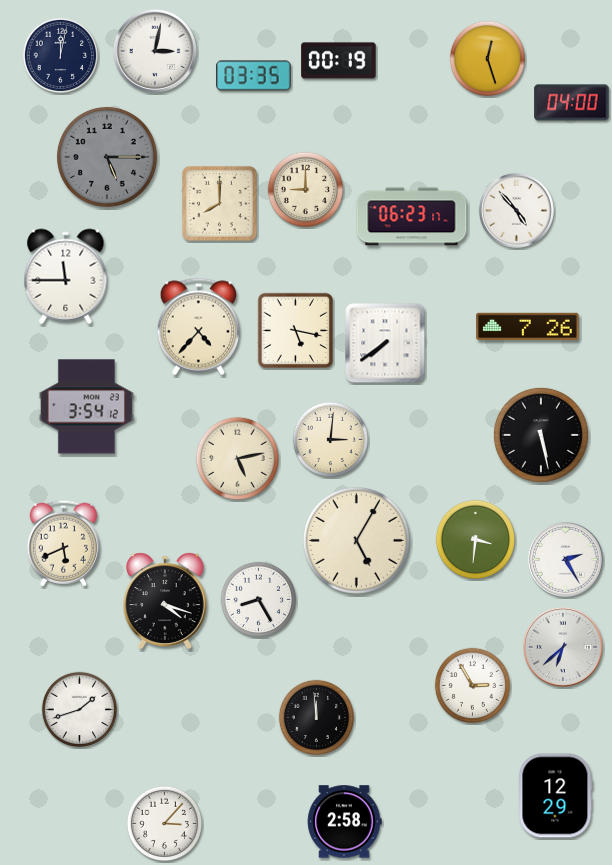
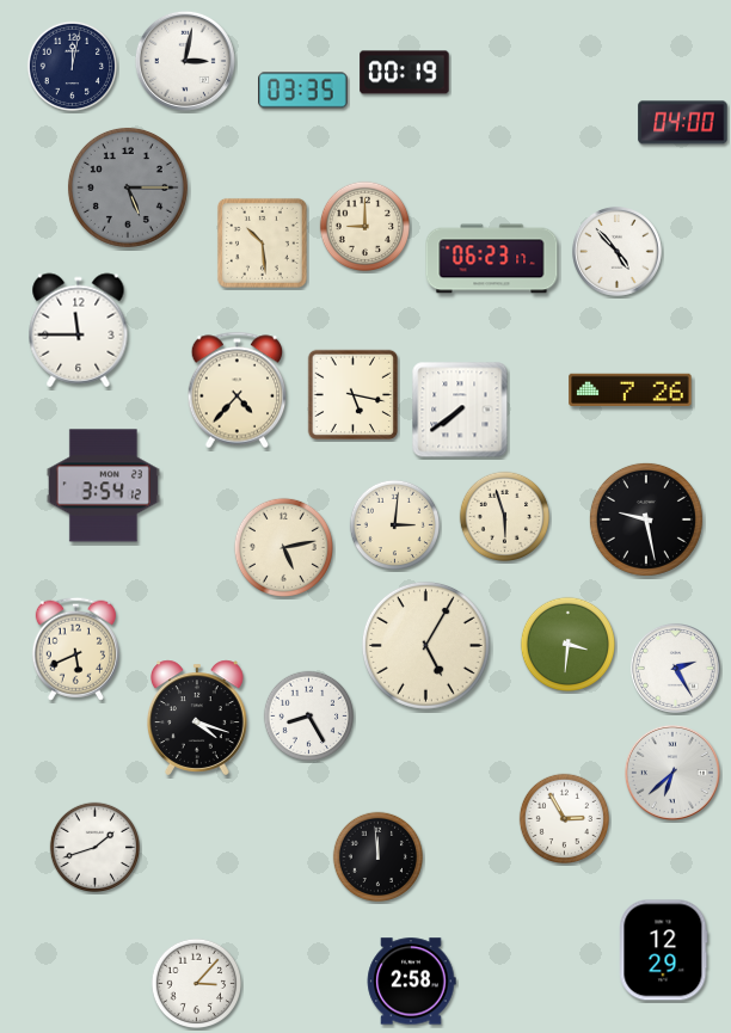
clock at (488, 59): 12:27 -> none
clock at (219, 203): 8:00 -> 10:29
clock at (505, 517): none -> 5:57
clock at (541, 435): 5:28 -> 9:28
